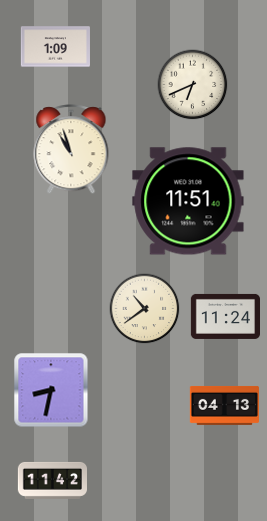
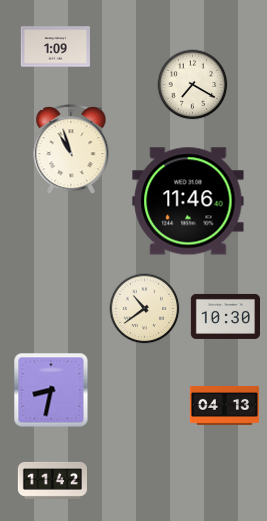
clock at (193, 85): 6:41 -> 7:20
clock at (188, 201): 11:51 -> 11:46
clock at (225, 316): 11:24 -> 10:30
